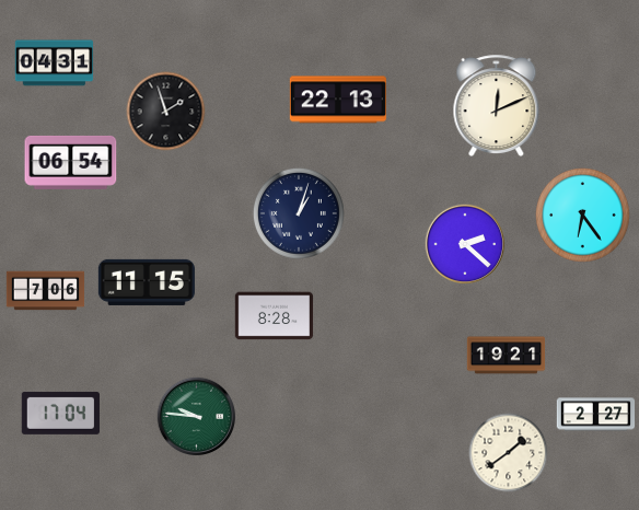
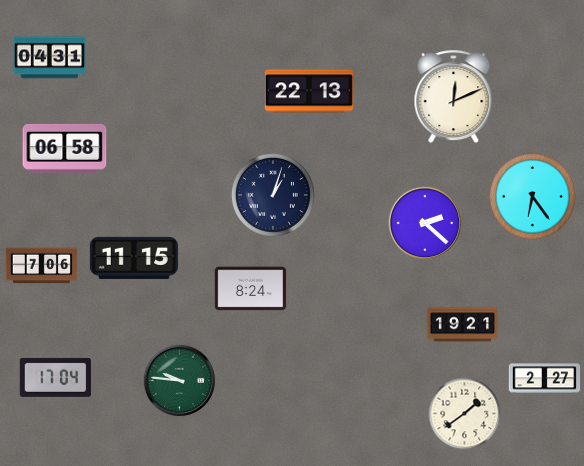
clock at (166, 112): 1:57 -> none
clock at (71, 162): 06:54 -> 06:58
clock at (275, 316): 8:28 -> 8:24
